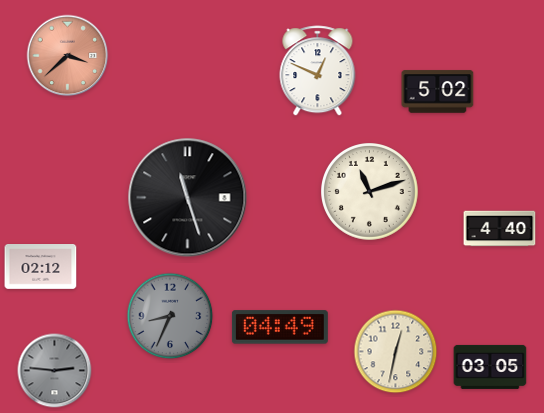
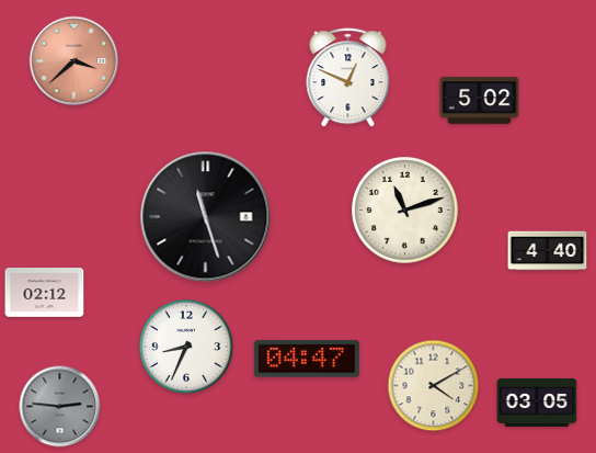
clock at (170, 316) dial: grey -> white
clock at (280, 327): 04:49 -> 04:47
clock at (396, 352): 12:32 -> 4:10
